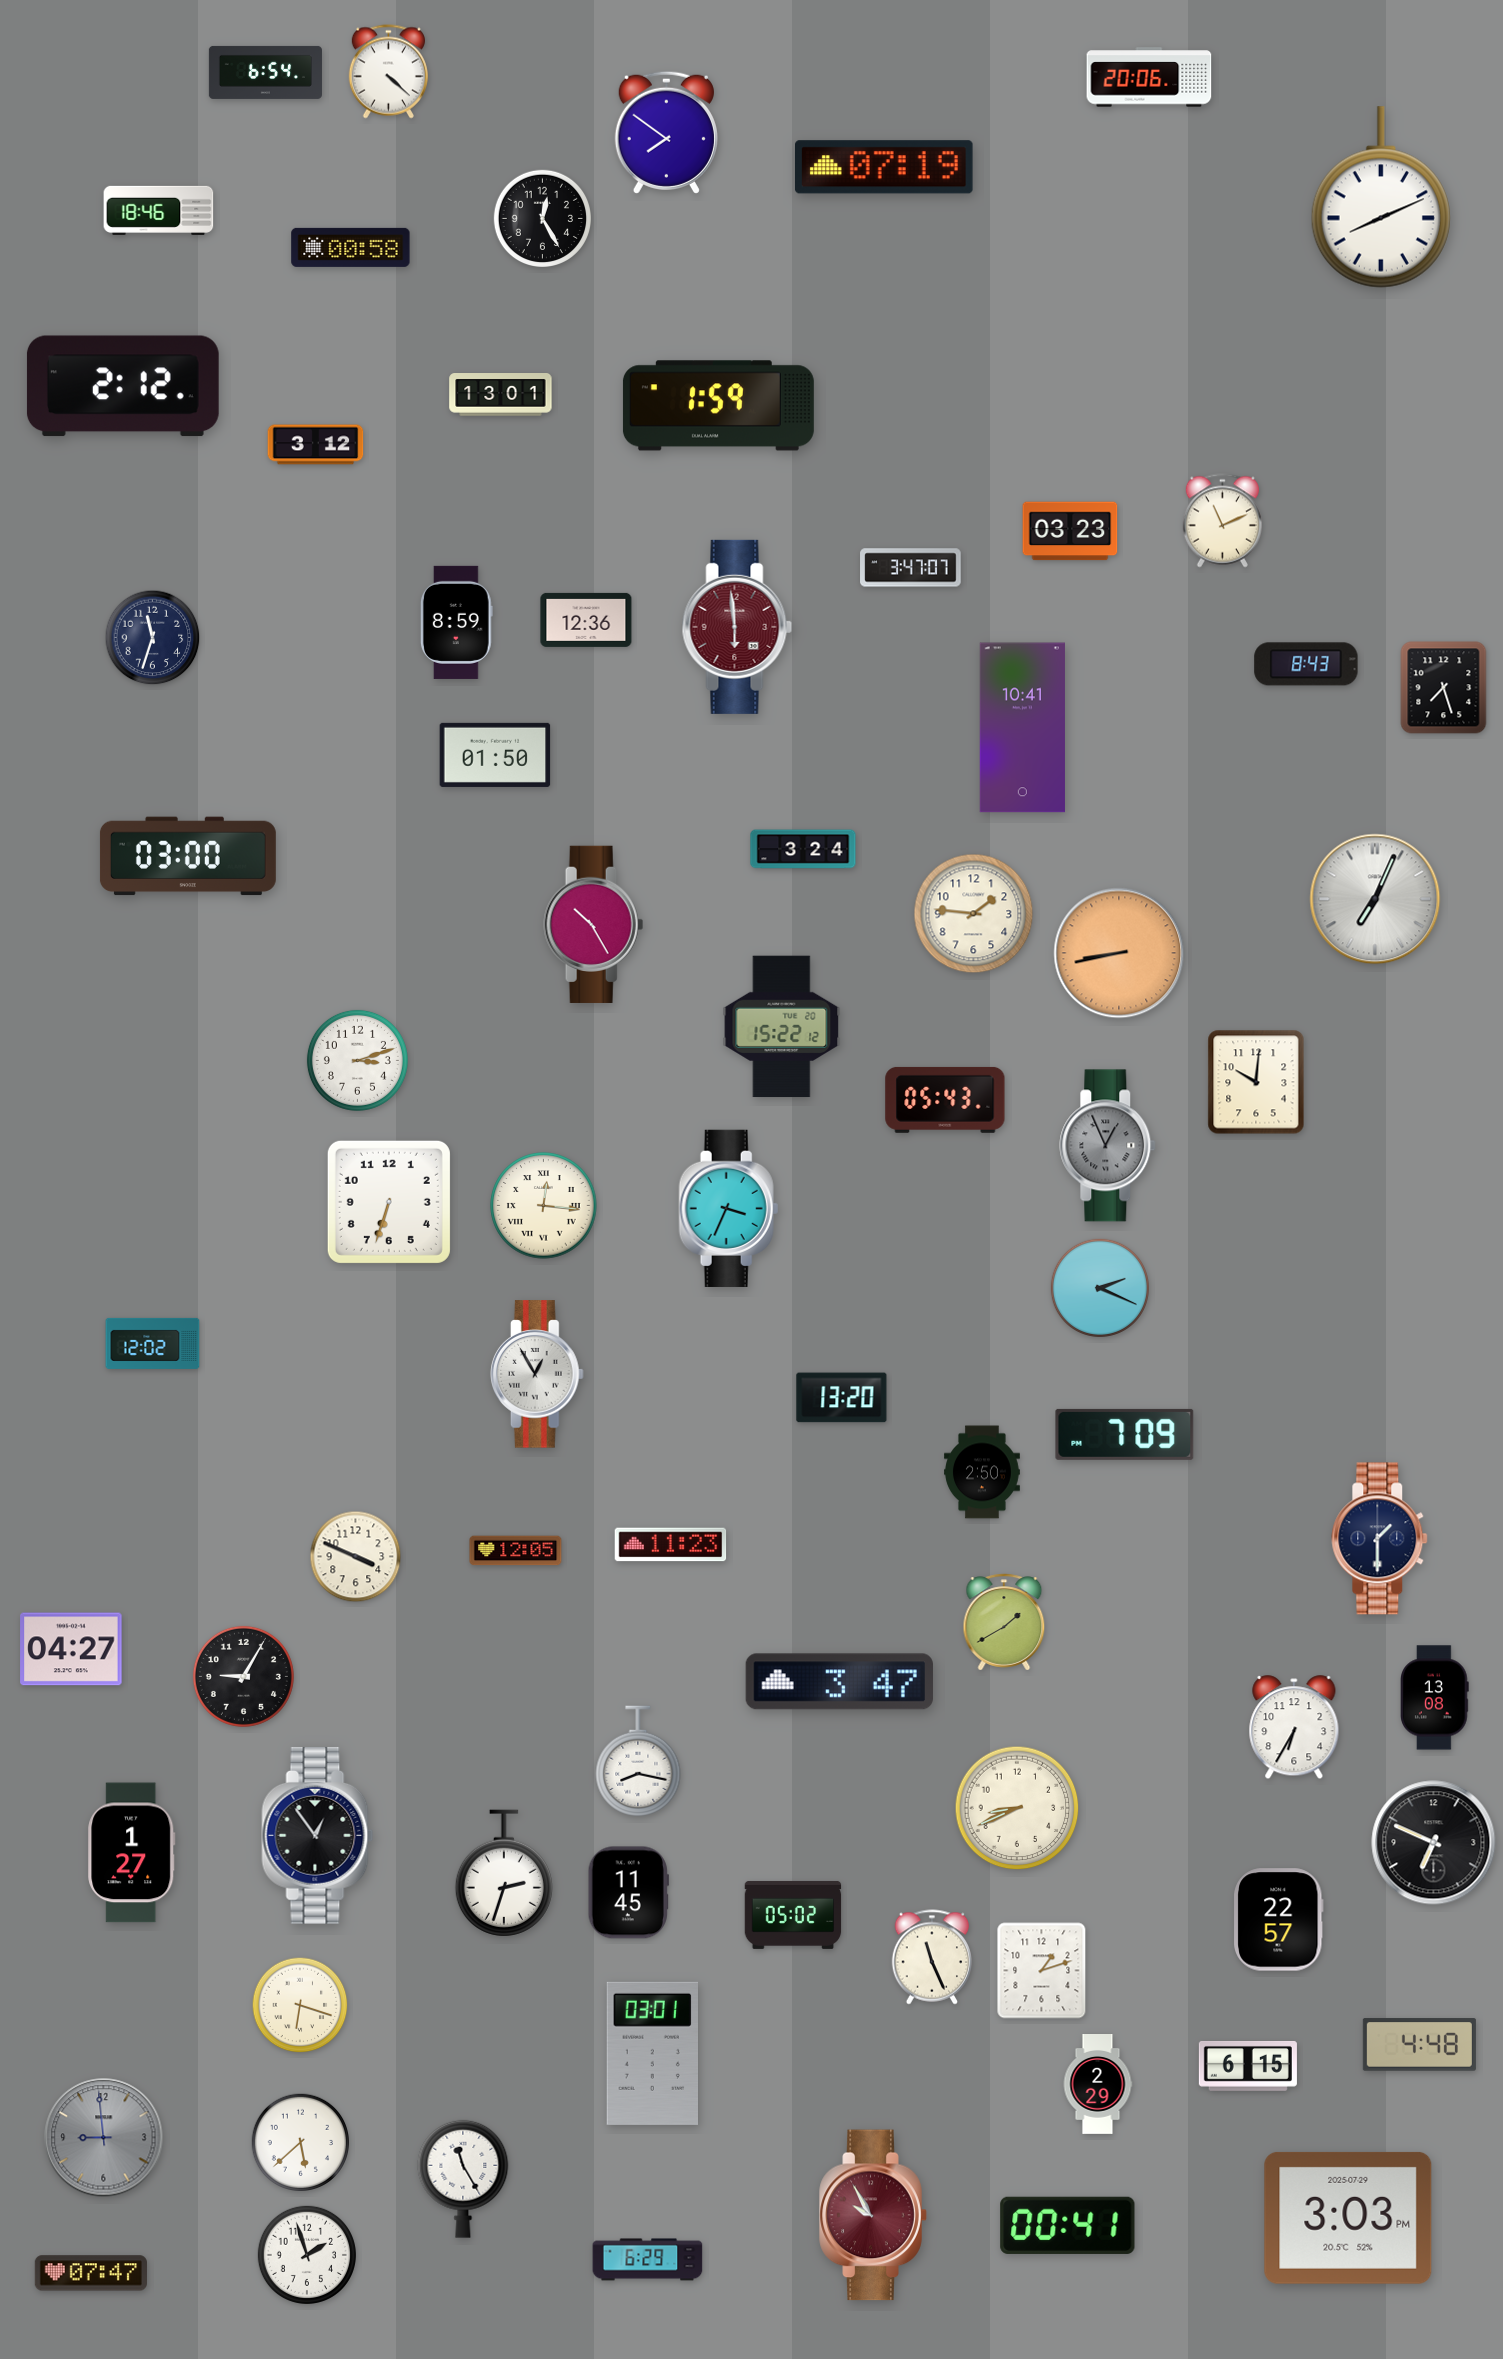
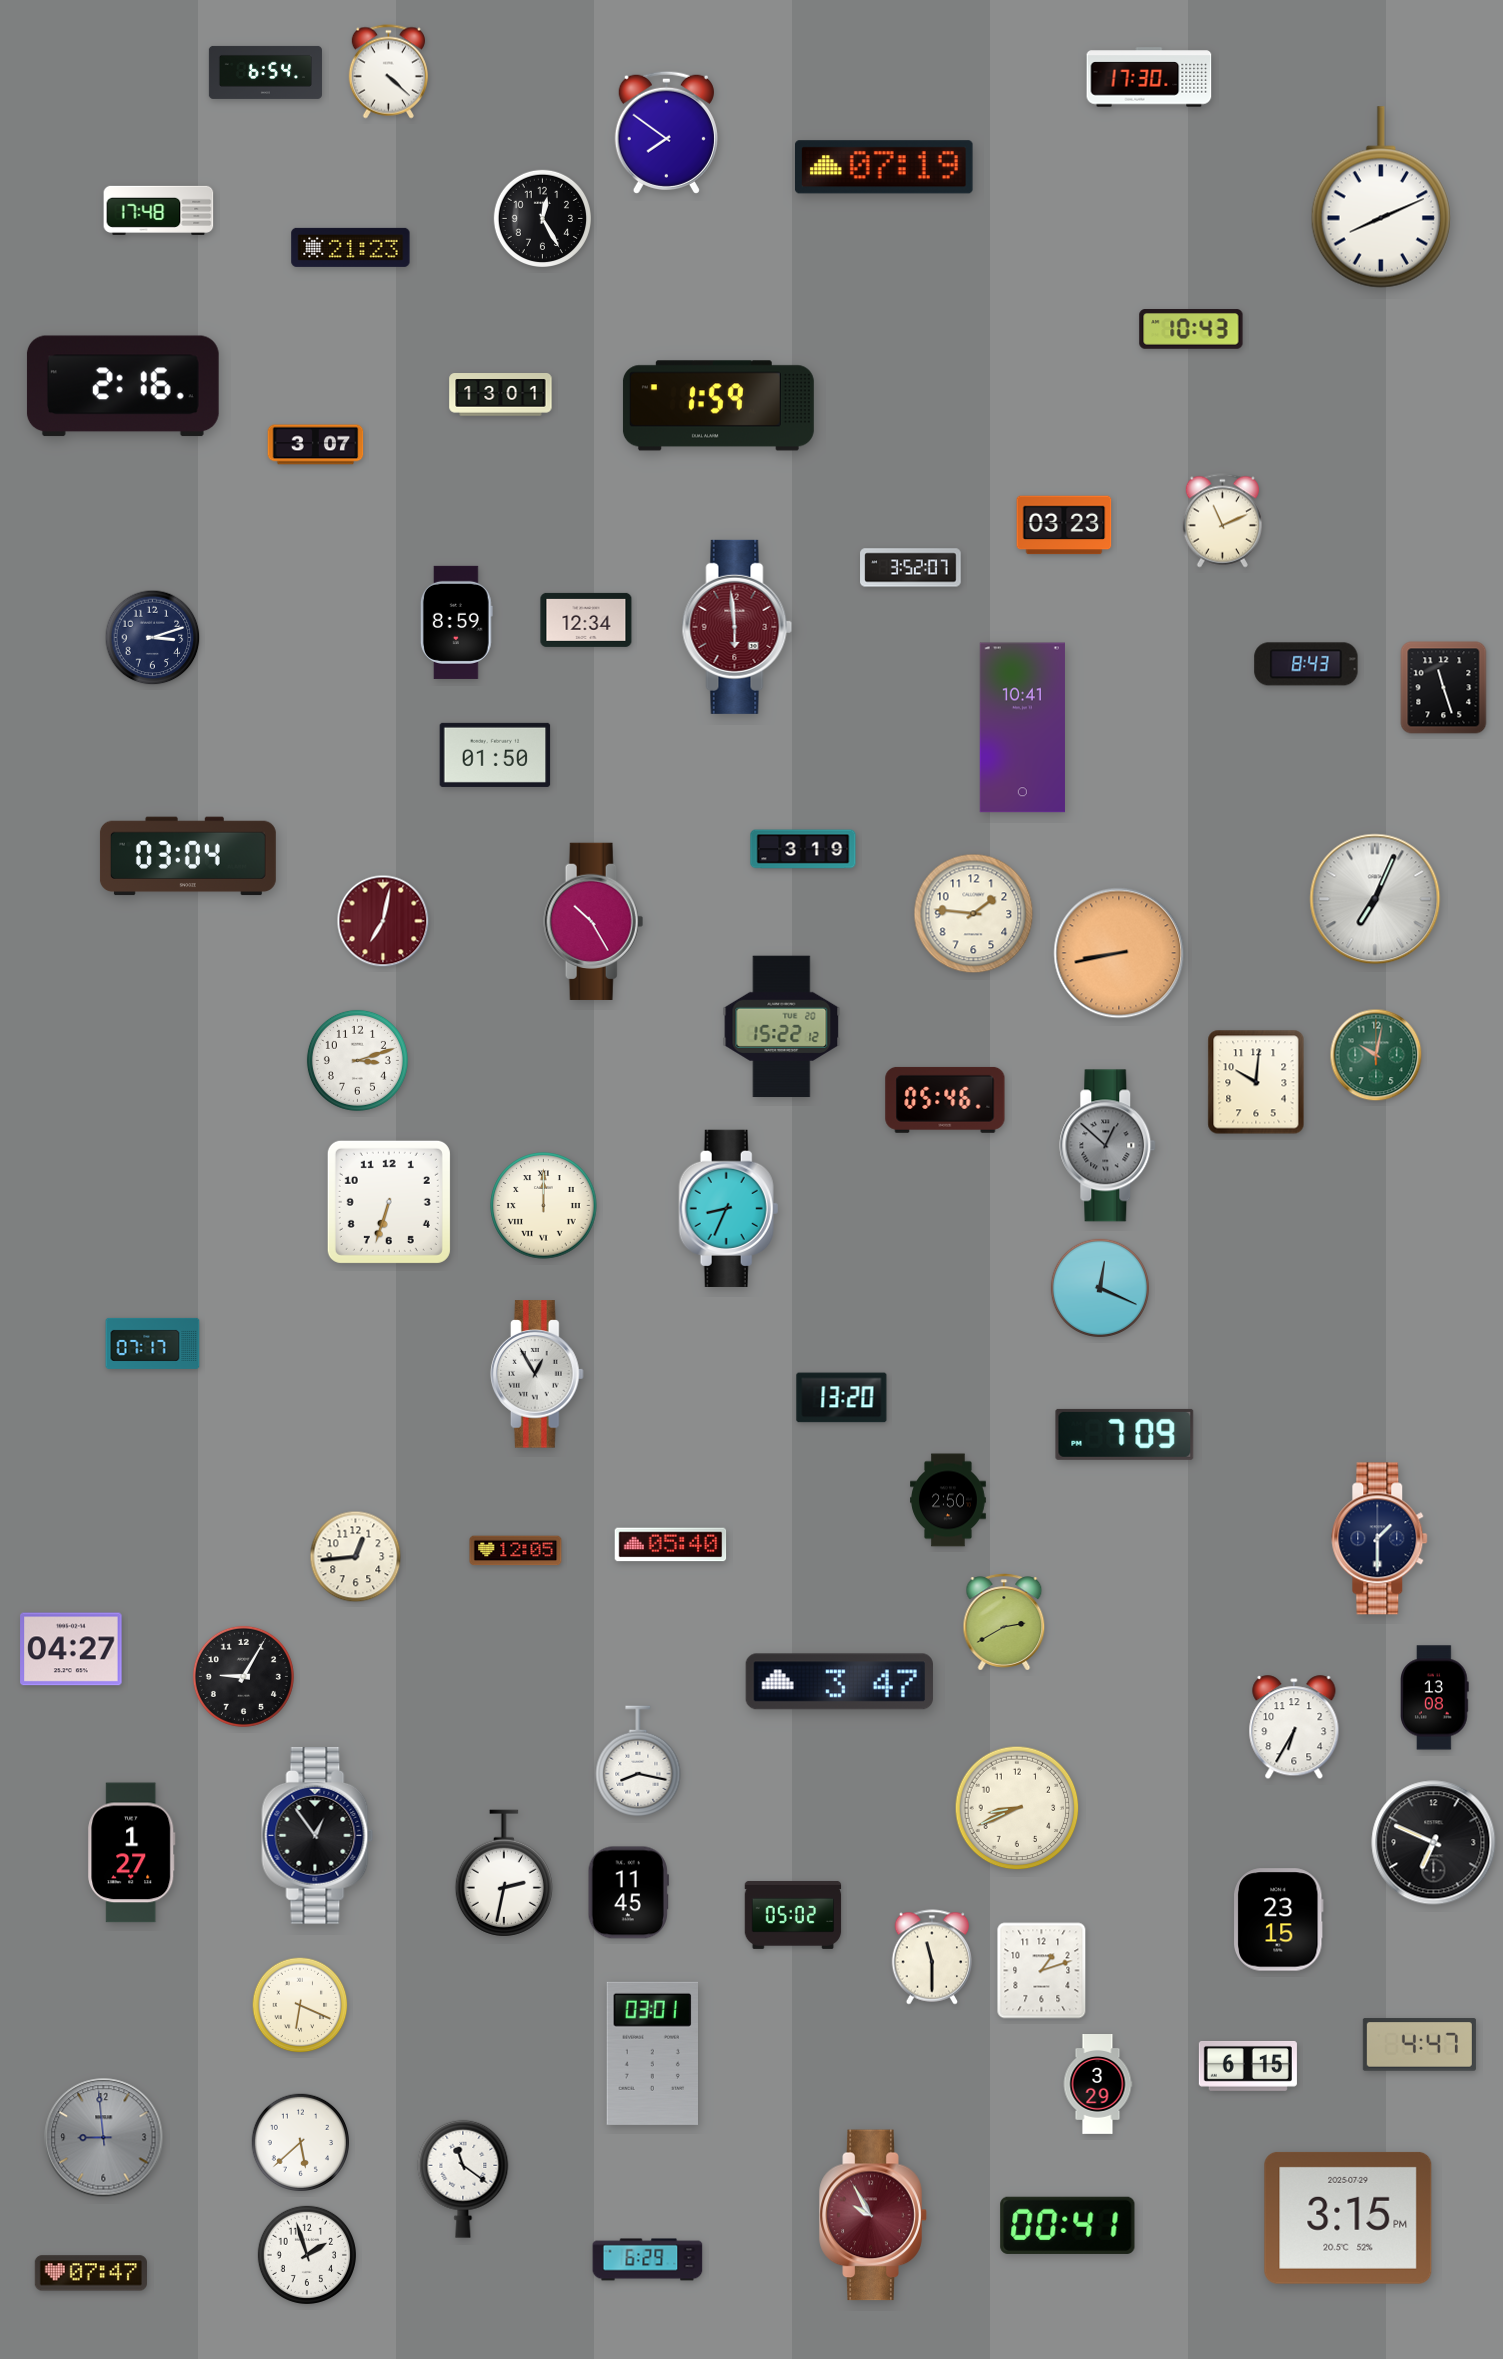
clock at (1149, 77): 20:06 -> 17:30
clock at (159, 210): 18:46 -> 17:48
clock at (351, 247): 00:58 -> 21:23
clock at (1191, 329): none -> 10:43
clock at (123, 386): 2:12 -> 2:16
clock at (316, 445): 3:12 -> 3:07
clock at (1070, 531) position: (1070, 531) -> (1064, 525)
clock at (911, 568): 3:47 -> 3:52
clock at (586, 620): 12:36 -> 12:34
clock at (153, 638): 11:33 -> 3:12
clock at (1444, 688): 7:27 -> 11:27
clock at (803, 849): 3:24 -> 3:19
clock at (188, 856): 03:00 -> 03:04
clock at (383, 921): none -> 7:02
clock at (594, 924) position: (594, 924) -> (594, 921)
clock at (1376, 1055): none -> 10:02
clock at (945, 1100): 05:43 -> 05:46
clock at (1108, 1146): 12:56 -> 12:52
clock at (544, 1206): 12:16 -> 12:00
clock at (729, 1208): 3:34 -> 8:34
clock at (1100, 1288): 2:19 -> 12:19
clock at (153, 1343): 12:02 -> 07:17
clock at (983, 1472) position: (983, 1472) -> (949, 1500)
clock at (671, 1545): 11:23 -> 05:40
clock at (356, 1557): 3:49 -> 12:44
clock at (1004, 1622): 1:40 -> 2:40
clock at (504, 1873): 2:33 -> 2:32
clock at (1278, 1920): 22:57 -> 23:15
clock at (932, 1957): 11:26 -> 11:30
clock at (300, 2005): 6:18 -> 6:19
clock at (1419, 2045): 4:48 -> 4:47
clock at (1098, 2085): 2:29 -> 3:29
clock at (463, 2179): 11:25 -> 11:21
clock at (1348, 2218): 3:03 -> 3:15
